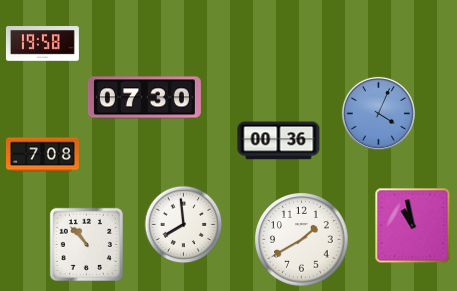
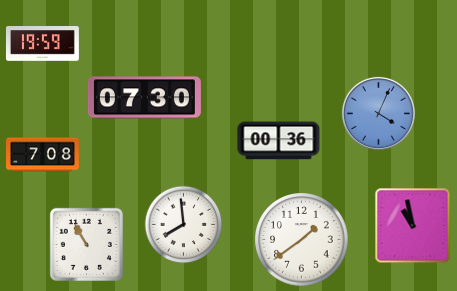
clock at (43, 44): 19:58 -> 19:59
clock at (302, 240): 1:40 -> 1:39
clock at (86, 244): 10:53 -> 10:55
